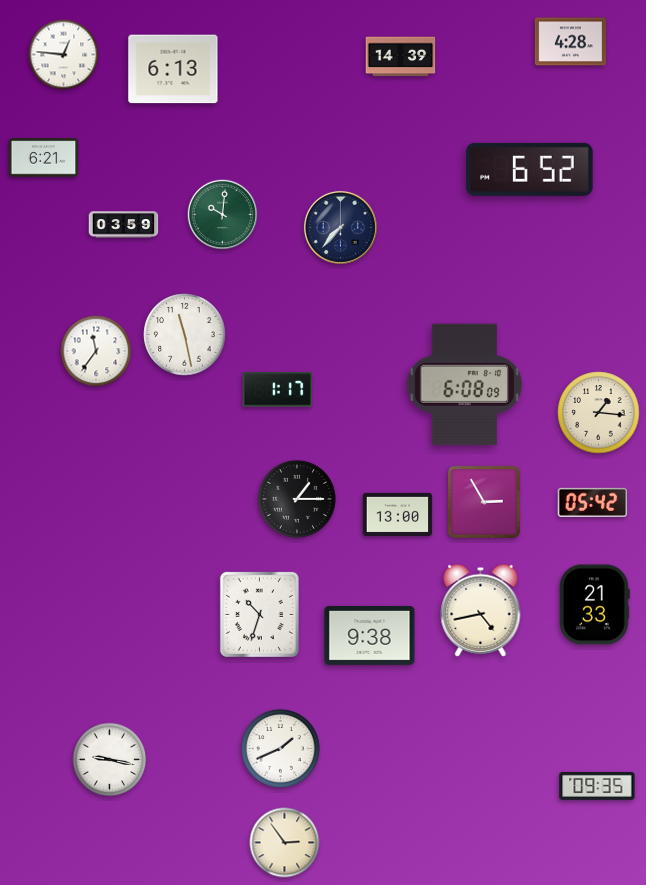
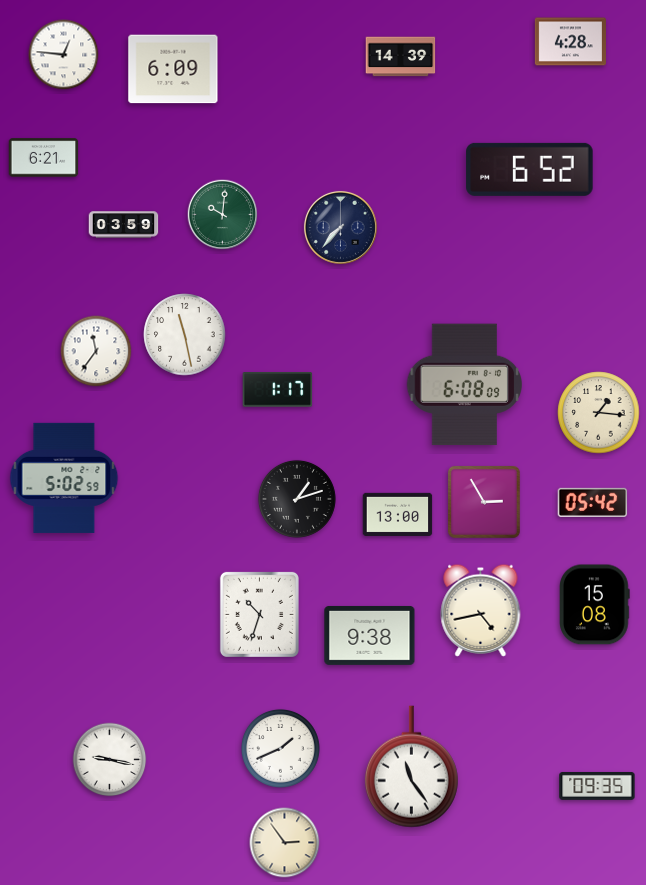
clock at (173, 69): 6:13 -> 6:09
clock at (64, 478): none -> 5:02
clock at (297, 499): 1:15 -> 1:12
clock at (595, 605): 21:33 -> 15:08
clock at (411, 767): none -> 11:24
